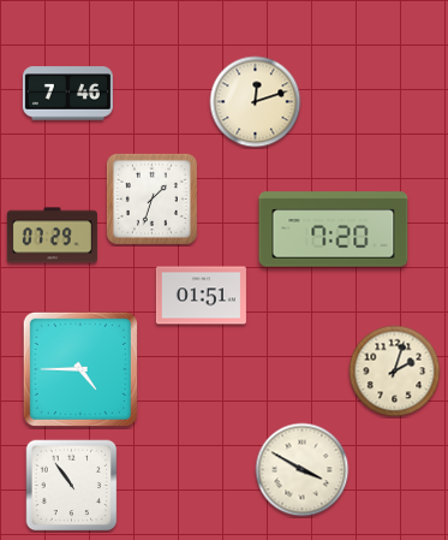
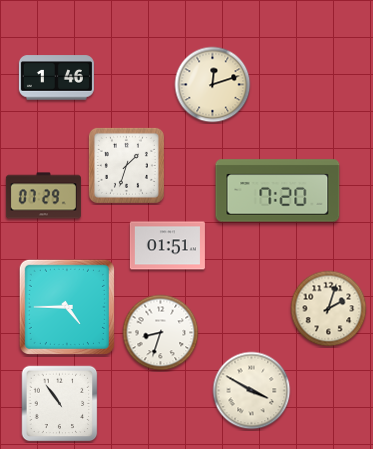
clock at (67, 94): 7:46 -> 1:46
clock at (161, 333): none -> 8:33
